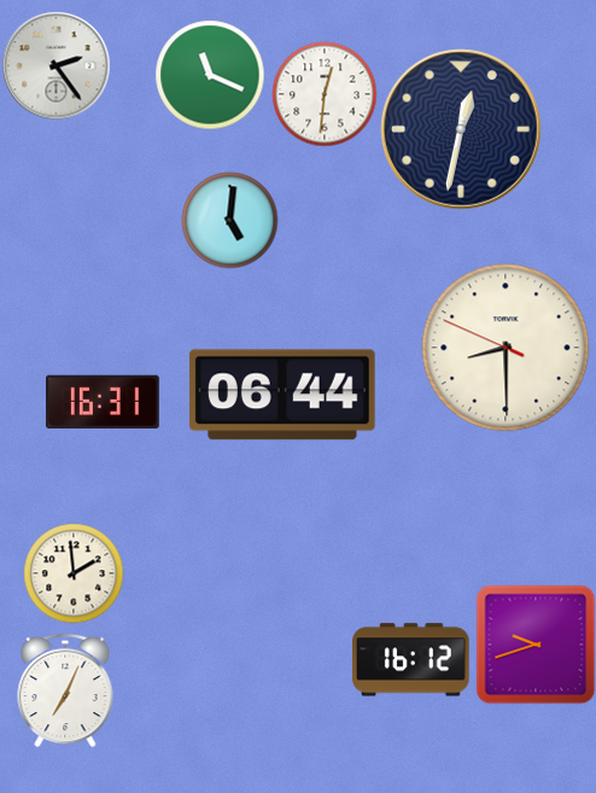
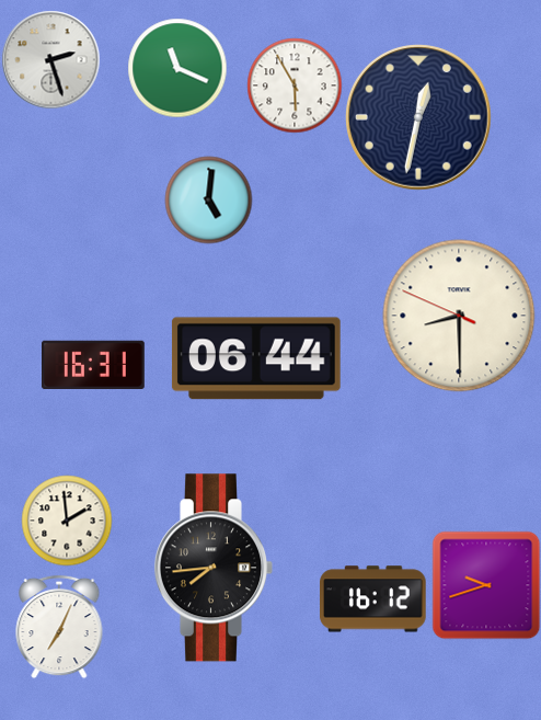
clock at (55, 65): 2:24 -> 2:27
clock at (210, 75) position: (210, 75) -> (177, 68)
clock at (325, 94): 12:31 -> 5:55
clock at (214, 568): none -> 7:44
